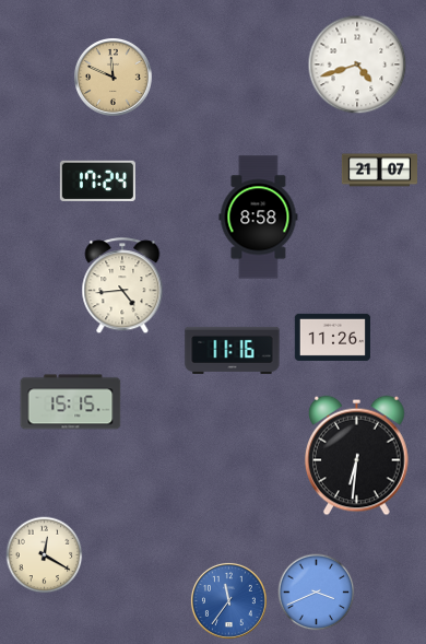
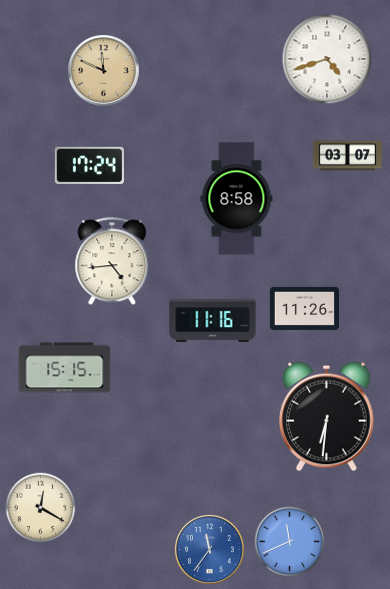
clock at (379, 171): 21:07 -> 03:07
clock at (317, 593): 3:41 -> 11:41
